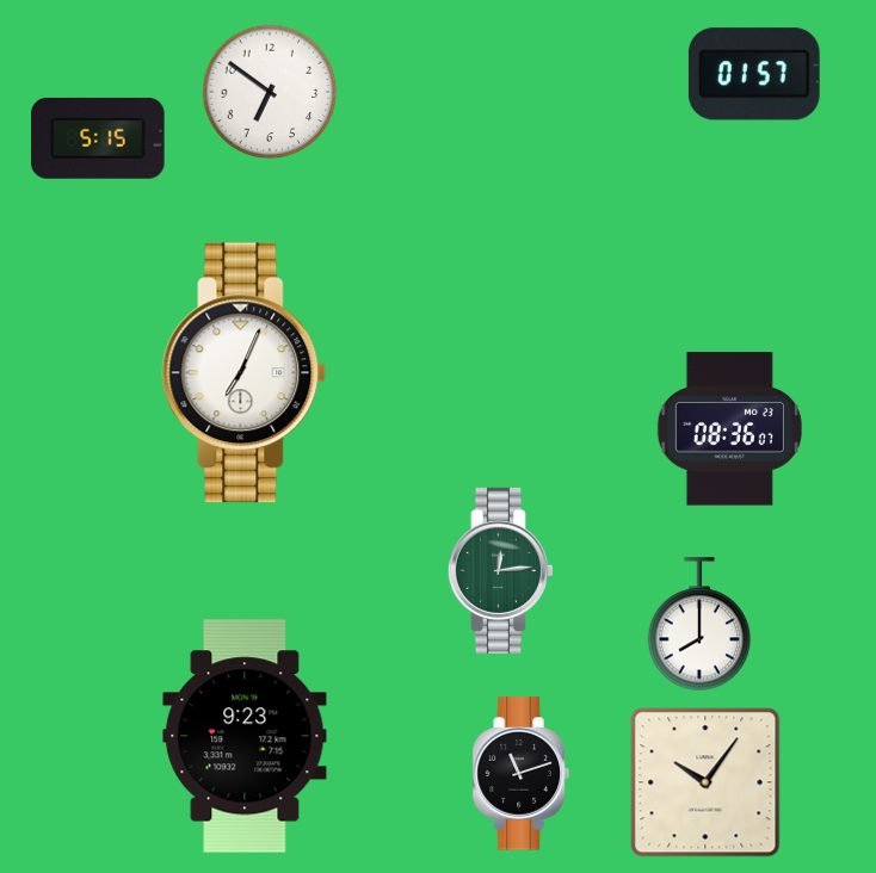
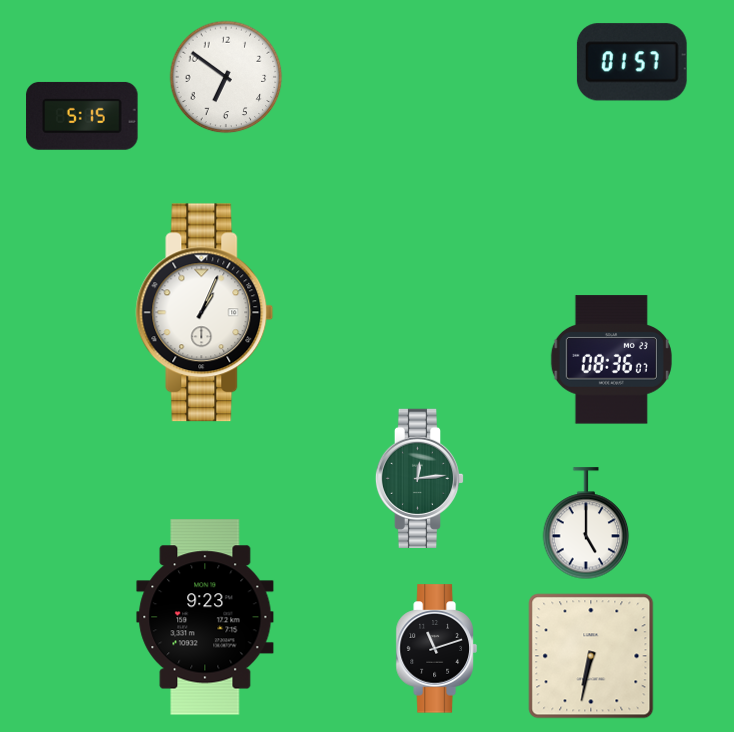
clock at (245, 373): 7:04 -> 1:04
clock at (699, 625): 8:00 -> 5:00
clock at (705, 782): 10:06 -> 6:32
